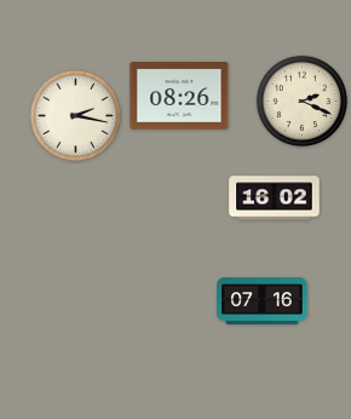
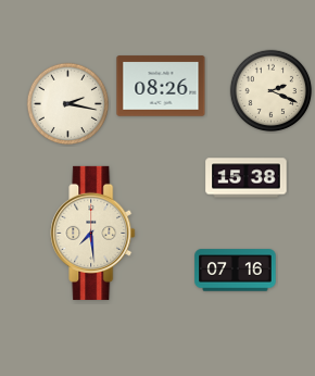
clock at (275, 199): 16:02 -> 15:38
clock at (93, 233): none -> 7:29
